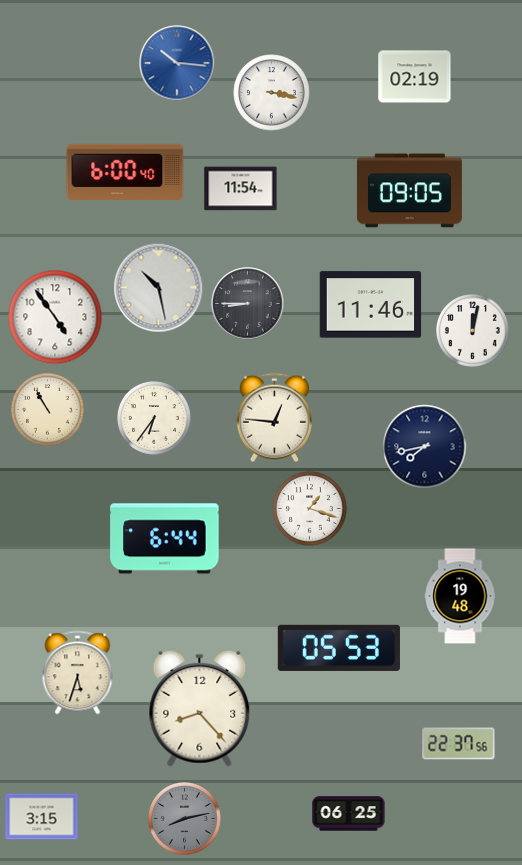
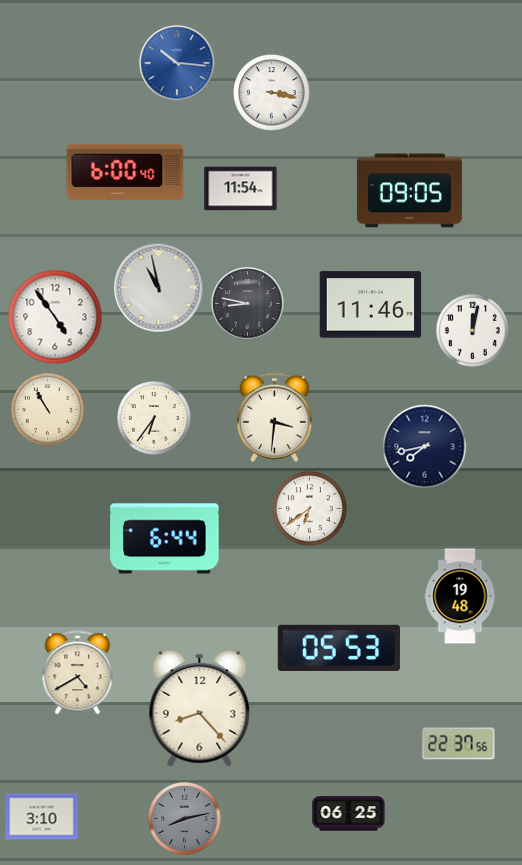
clock at (415, 77): 02:19 -> none
clock at (159, 288): 10:28 -> 10:58
clock at (248, 304): 8:45 -> 8:47
clock at (274, 418): 12:46 -> 3:31
clock at (310, 509): 1:18 -> 6:39
clock at (78, 673): 5:33 -> 4:40
clock at (42, 817): 3:15 -> 3:10
